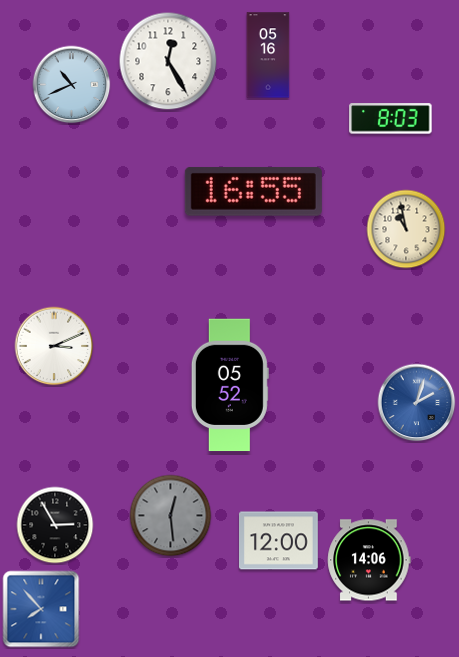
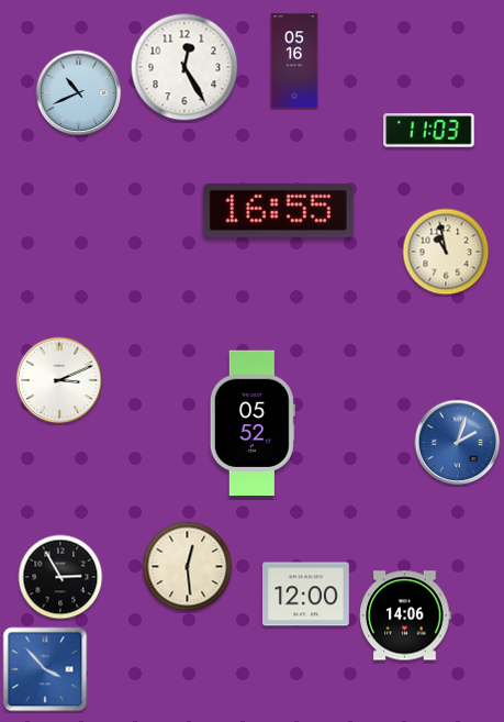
clock at (391, 119): 8:03 -> 11:03
clock at (171, 516) dial: grey -> cream
clock at (41, 609): 7:53 -> 3:53
